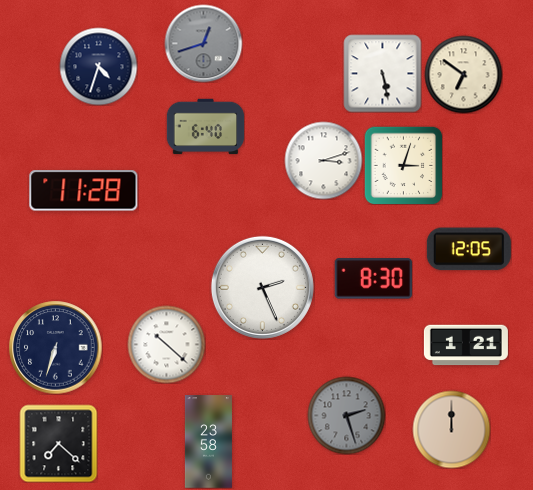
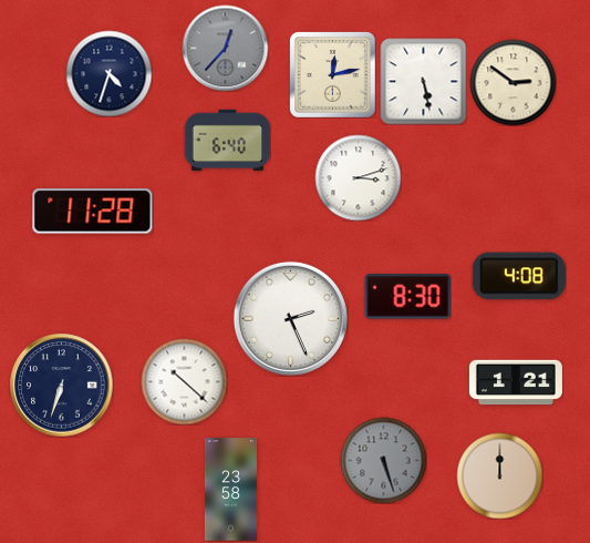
clock at (203, 43): 12:42 -> 12:37
clock at (332, 74): none -> 12:13
clock at (463, 74): 6:51 -> 2:51
clock at (403, 165): 3:03 -> none
clock at (469, 249): 12:05 -> 4:08
clock at (373, 279) position: (373, 279) -> (407, 297)
clock at (346, 415): 2:27 -> 5:27
clock at (58, 443): 7:22 -> none
